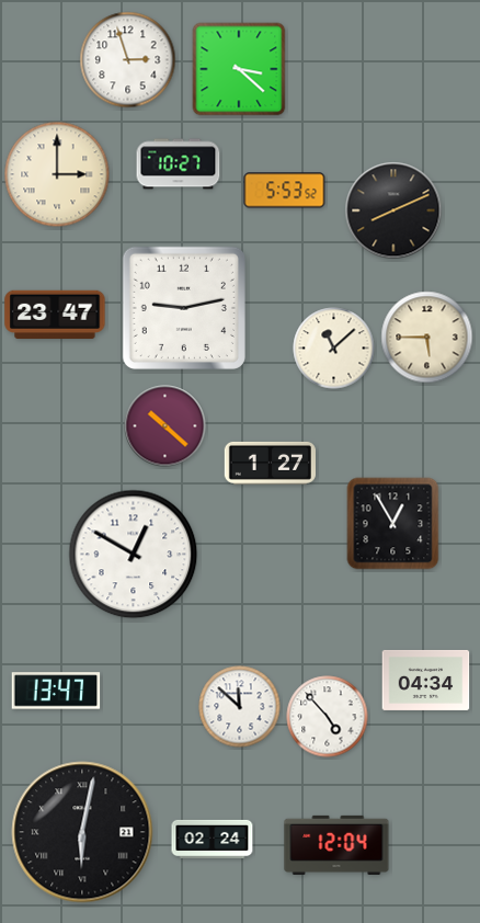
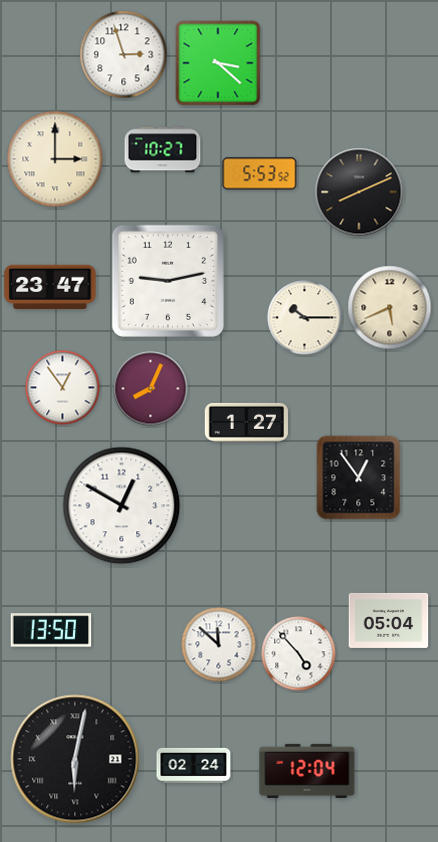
clock at (128, 60) position: (128, 60) -> (124, 55)
clock at (57, 174) position: (57, 174) -> (55, 159)
clock at (427, 338): 5:45 -> 5:41
clock at (334, 349): 11:08 -> 10:15
clock at (63, 388): none -> 12:54
clock at (165, 426): 10:22 -> 8:04
clock at (393, 524): 12:55 -> 12:54
clock at (426, 680): 04:34 -> 05:04
clock at (56, 691): 13:47 -> 13:50
